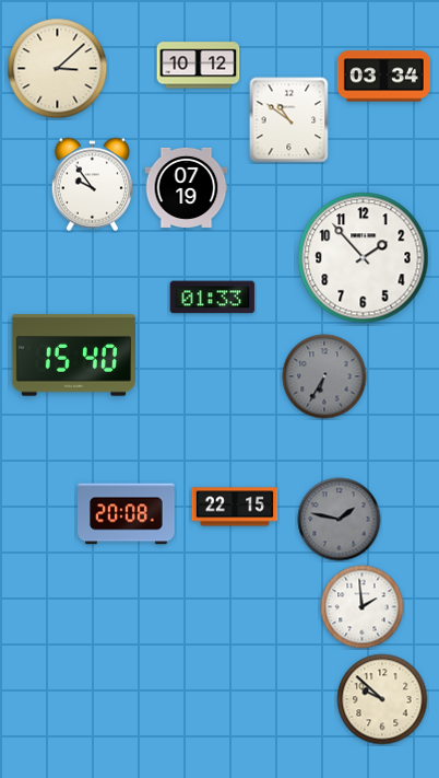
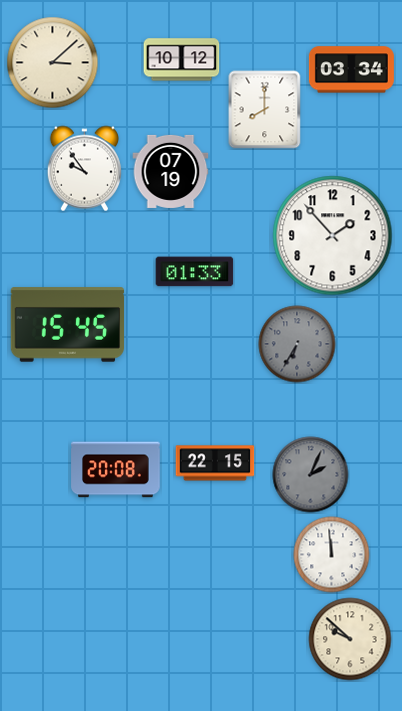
clock at (289, 120): 10:51 -> 8:00
clock at (73, 356): 15:40 -> 15:45
clock at (340, 520): 1:47 -> 2:04
clock at (363, 607): 1:59 -> 11:59
